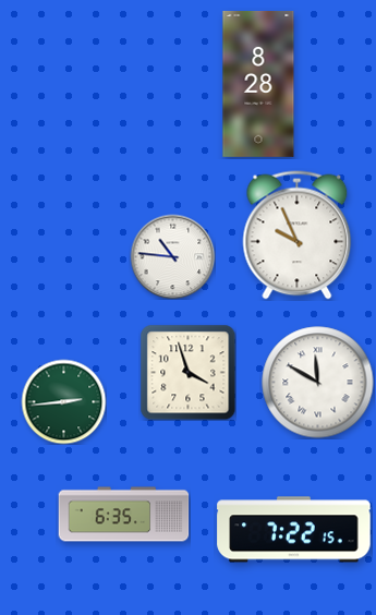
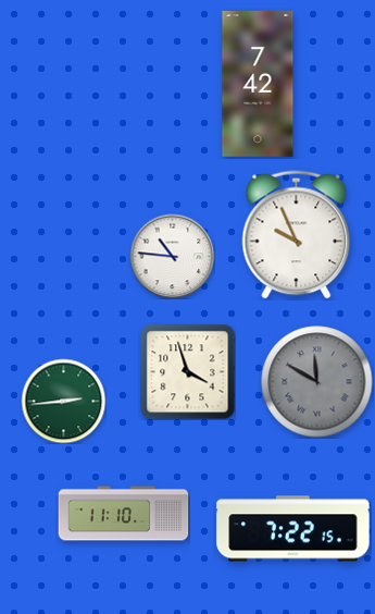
clock at (258, 84): 8:28 -> 7:42
clock at (318, 383) dial: white -> grey
clock at (124, 515): 6:35 -> 11:10
